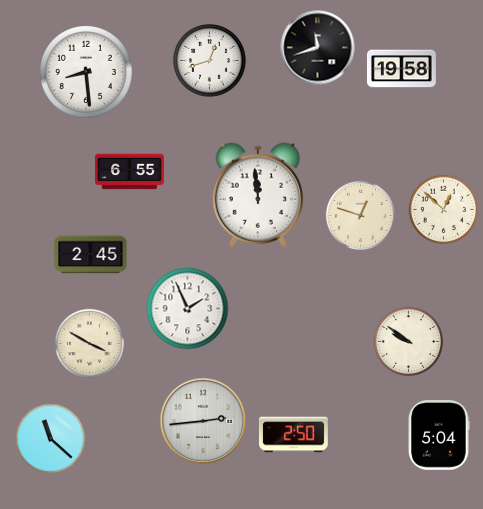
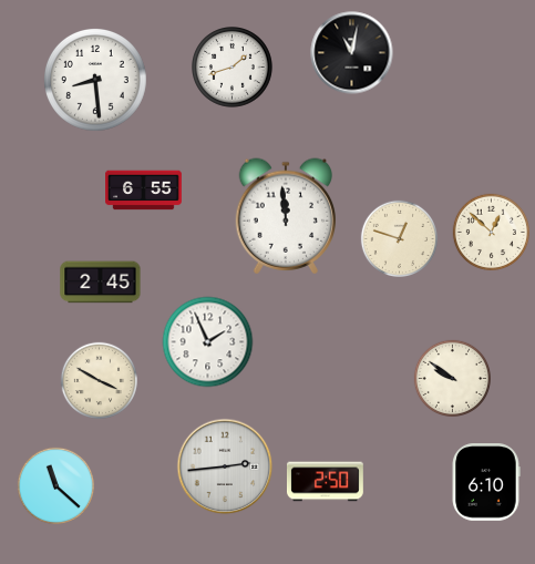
clock at (318, 48): 11:42 -> 11:02
clock at (210, 61): 12:42 -> 1:42
clock at (401, 69): 19:58 -> none
clock at (439, 435): 5:04 -> 6:10
